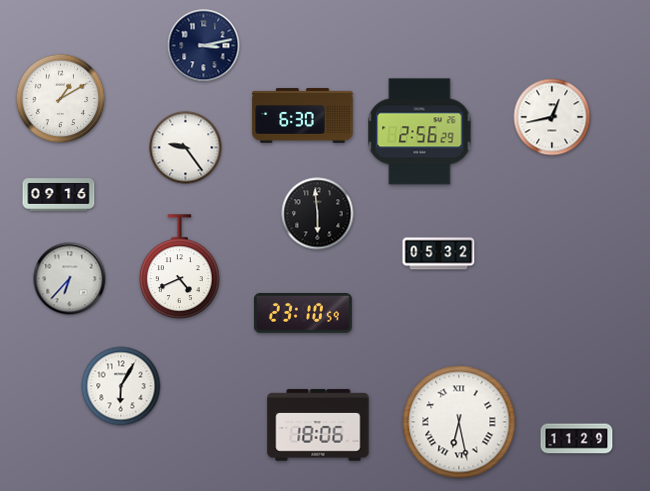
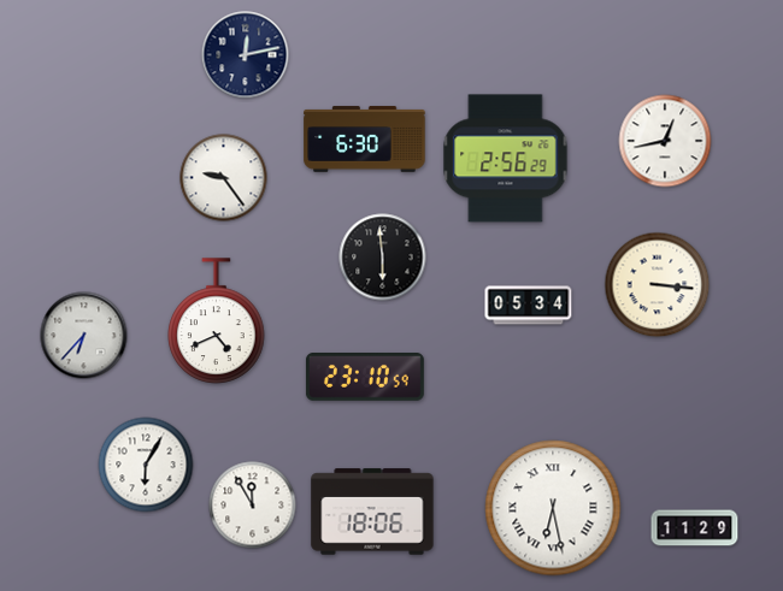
clock at (204, 46): 3:13 -> 12:13
clock at (61, 99): 1:10 -> none
clock at (59, 195): 09:16 -> none
clock at (658, 285): none -> 3:16
clock at (439, 254): 05:32 -> 05:34
clock at (253, 506): none -> 11:55
clock at (318, 425) position: (318, 425) -> (372, 512)
